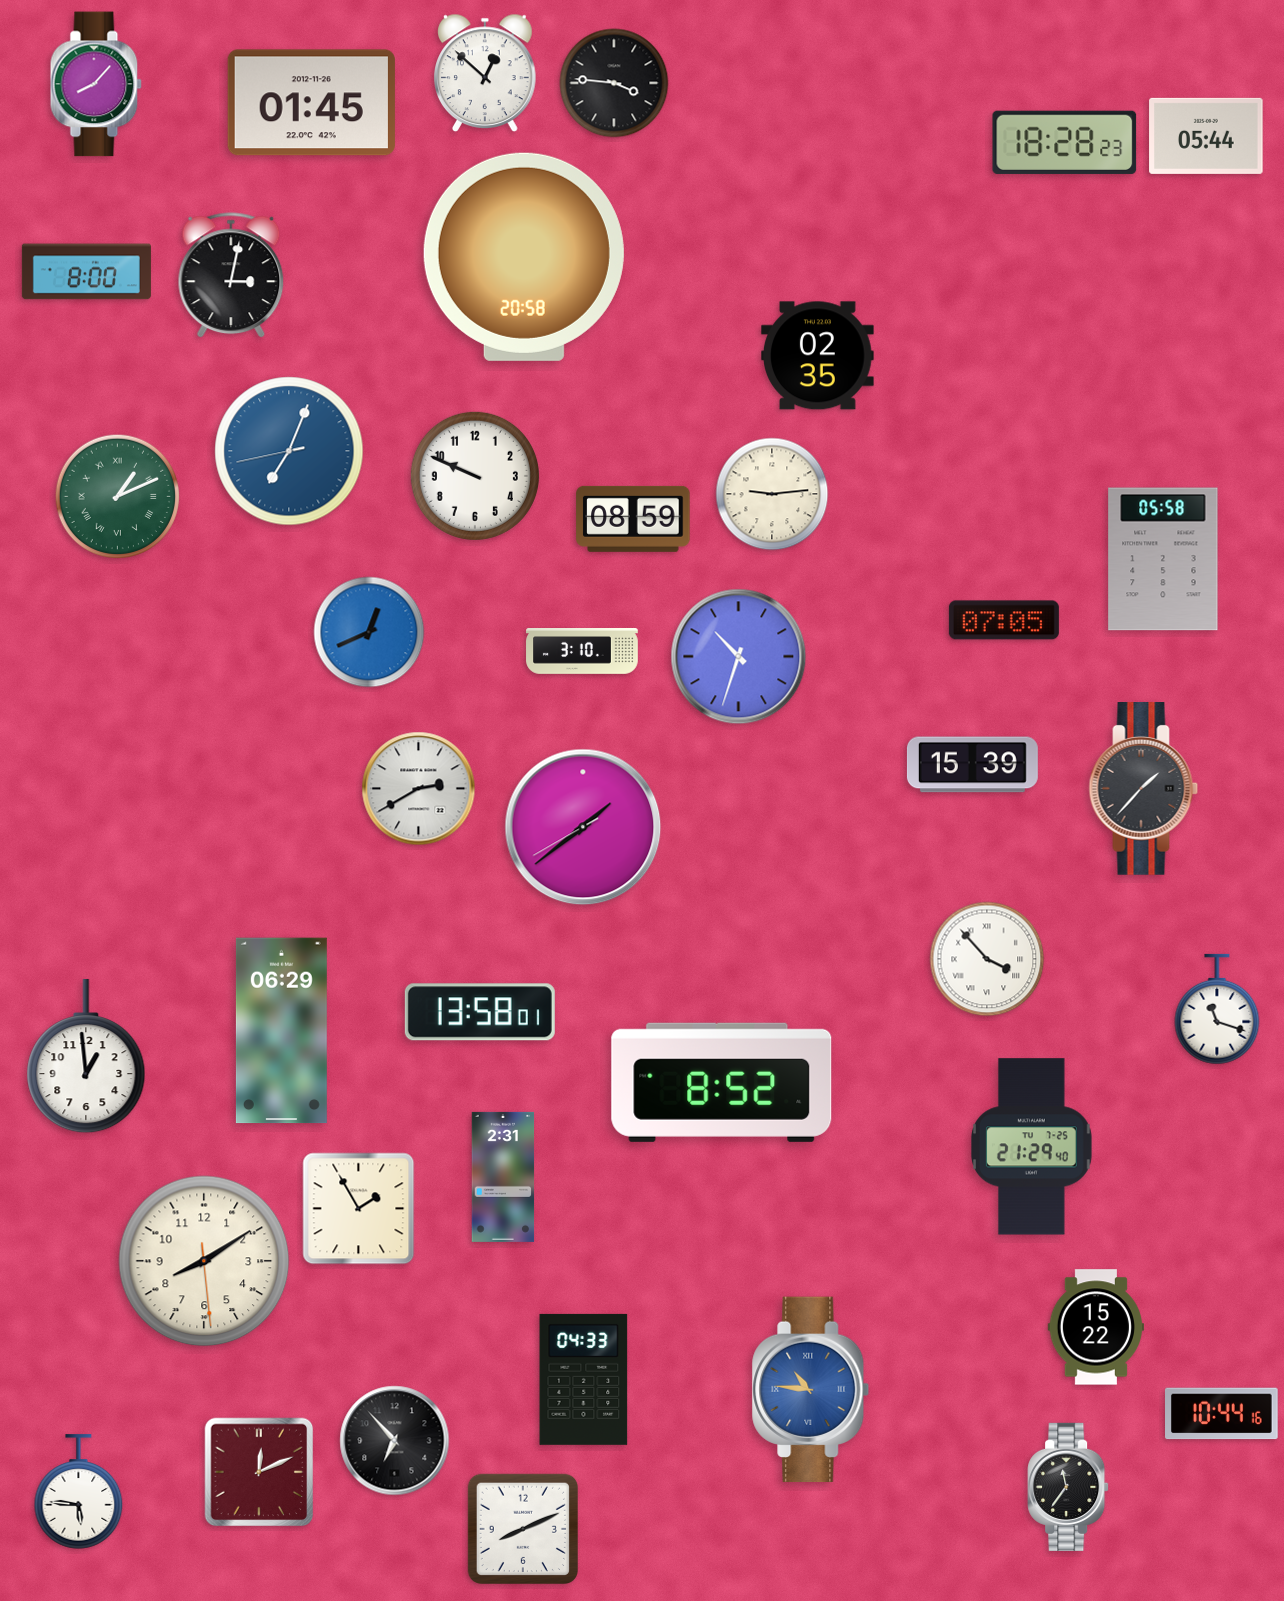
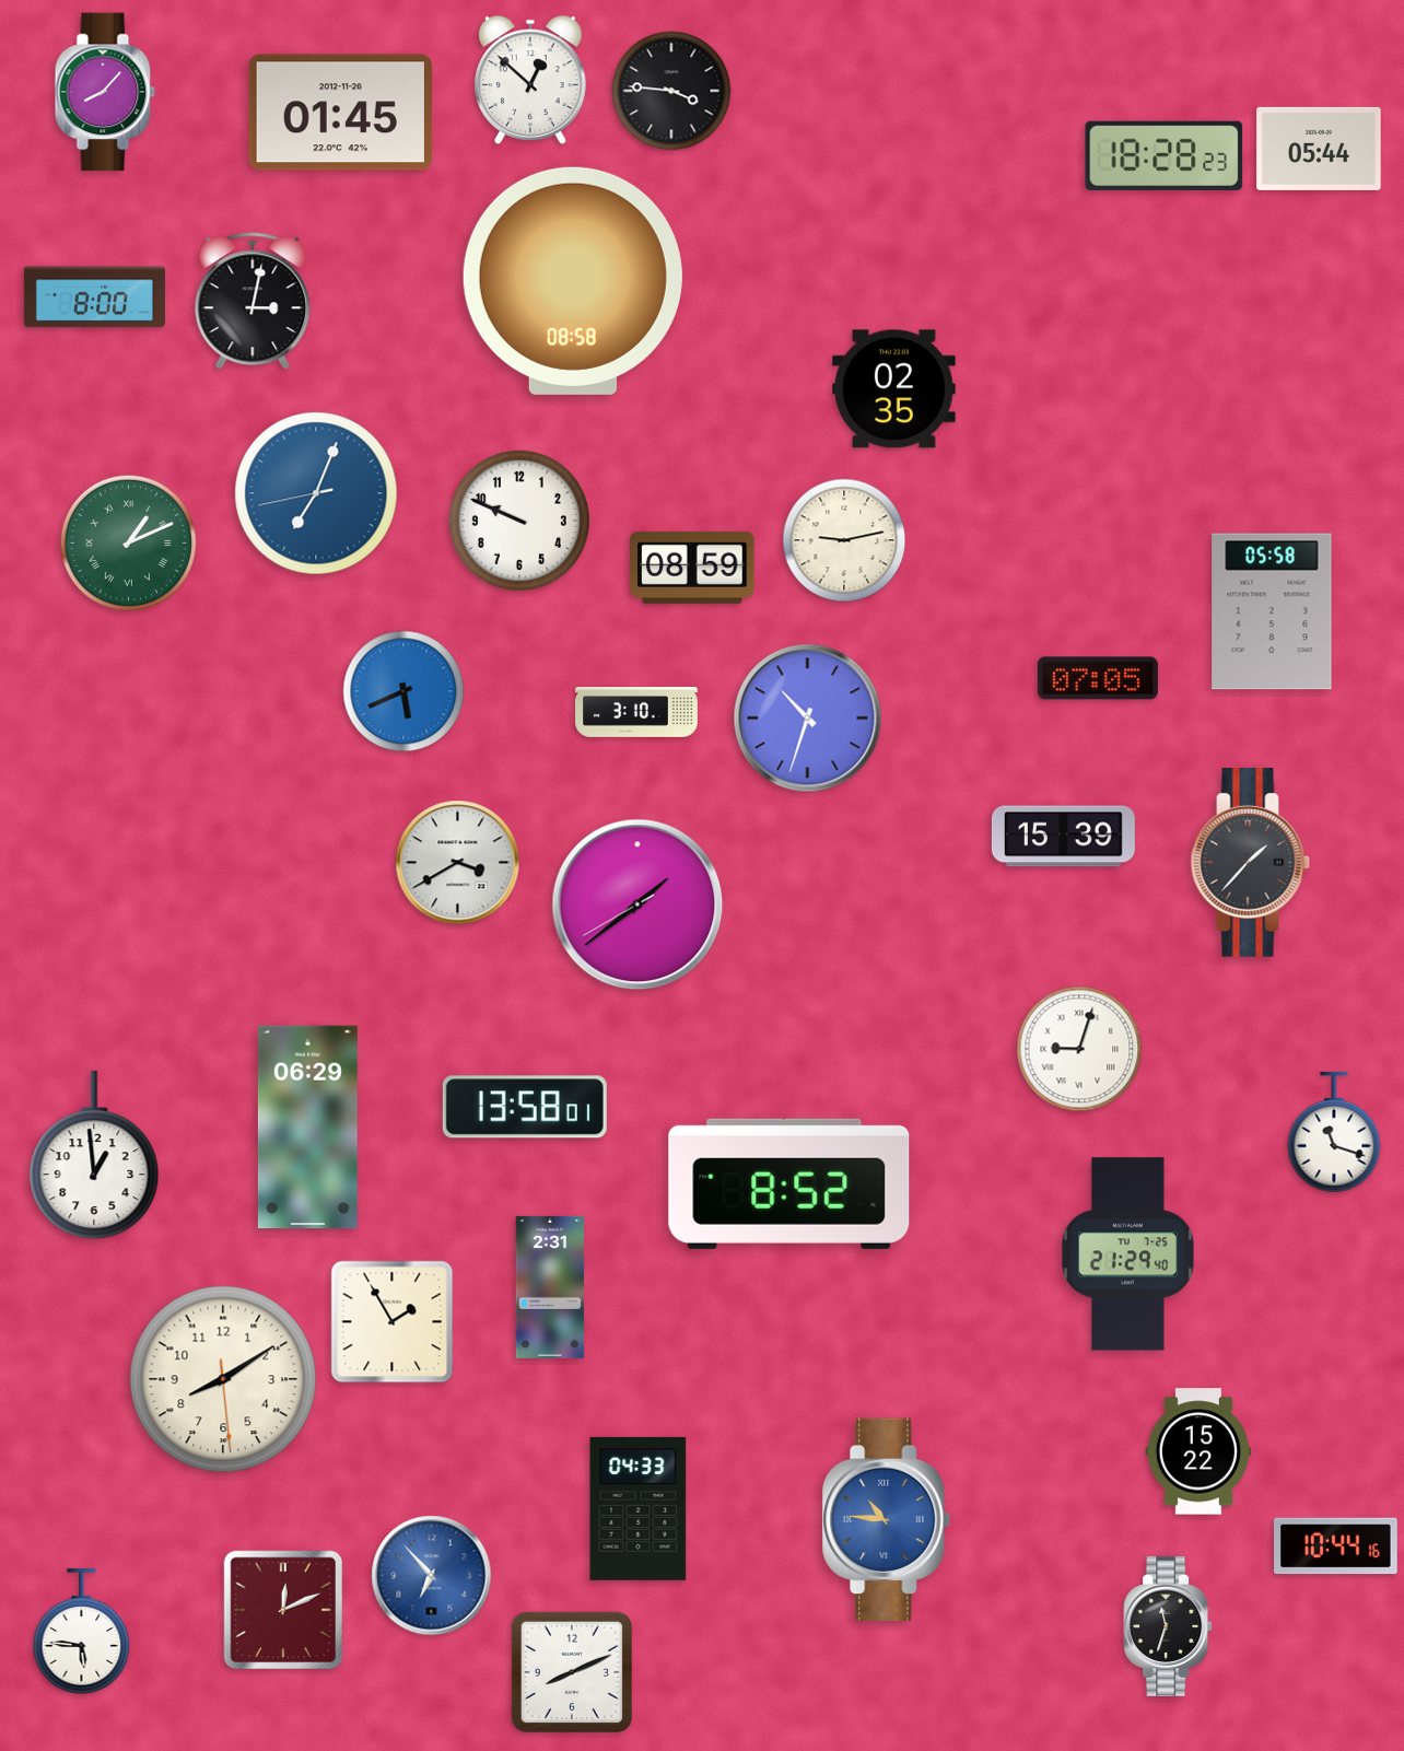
clock at (524, 257): 20:58 -> 08:58
clock at (772, 494): 9:14 -> 9:13
clock at (369, 632): 12:41 -> 5:41
clock at (419, 789): 2:40 -> 3:40
clock at (987, 959): 3:53 -> 9:03
clock at (1217, 1009) position: (1217, 1009) -> (1334, 1132)
clock at (395, 1441) dial: black -> blue
clock at (1068, 1487): 11:36 -> 11:33
clock at (79, 1492) position: (79, 1492) -> (82, 1632)
